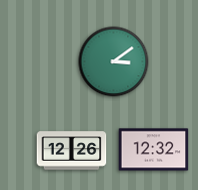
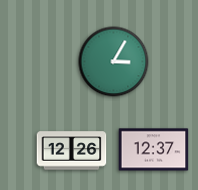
clock at (114, 62): 3:09 -> 3:05
clock at (154, 150): 12:32 -> 12:37
